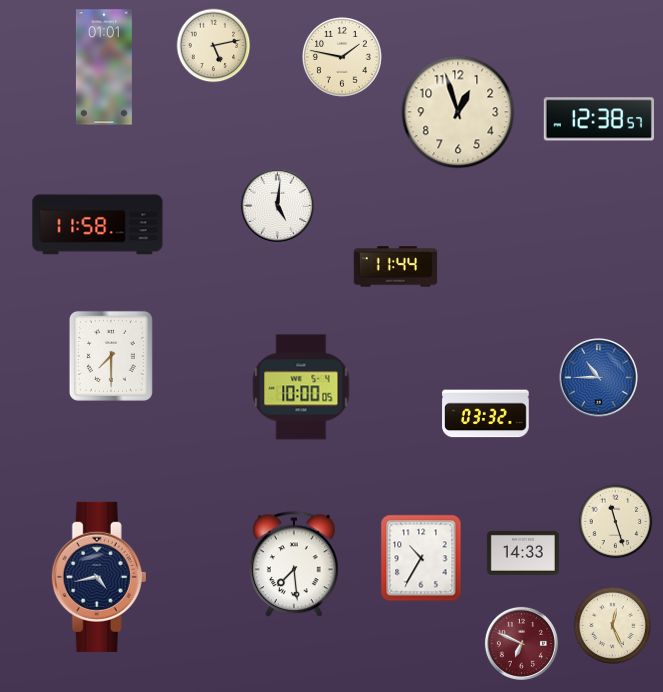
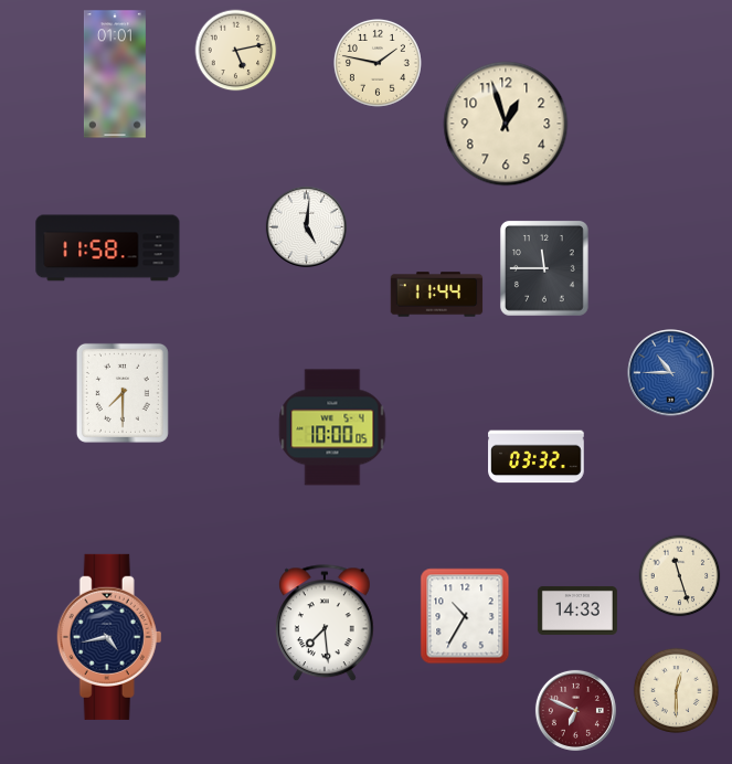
clock at (599, 119): 12:38 -> none
clock at (544, 268): none -> 11:45
clock at (599, 378) position: (599, 378) -> (671, 373)
clock at (612, 625): 12:26 -> 12:30
